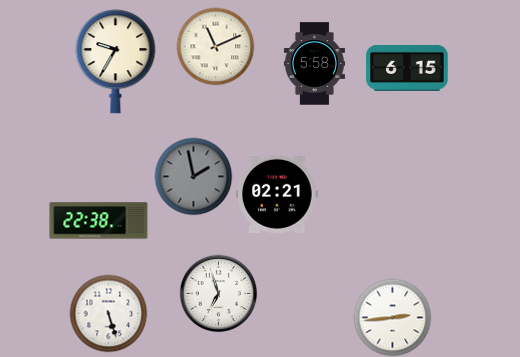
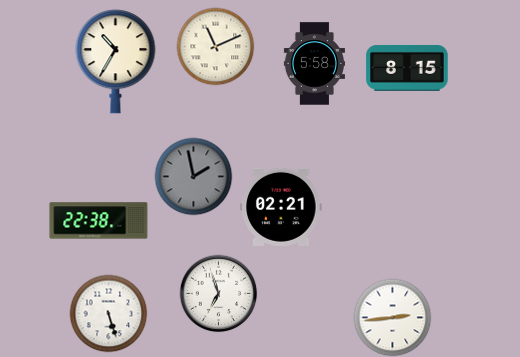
clock at (116, 62): 9:35 -> 10:35
clock at (407, 68): 6:15 -> 8:15
clock at (277, 194) position: (277, 194) -> (281, 207)
